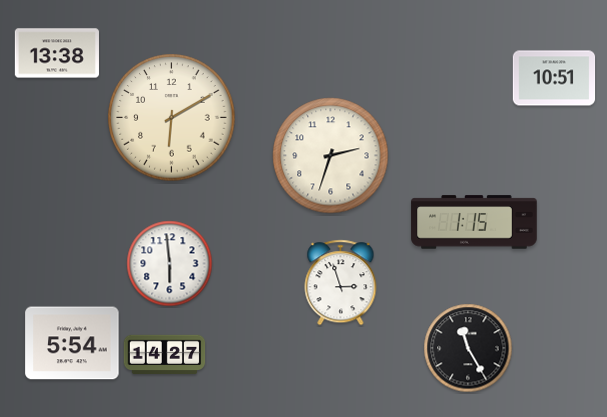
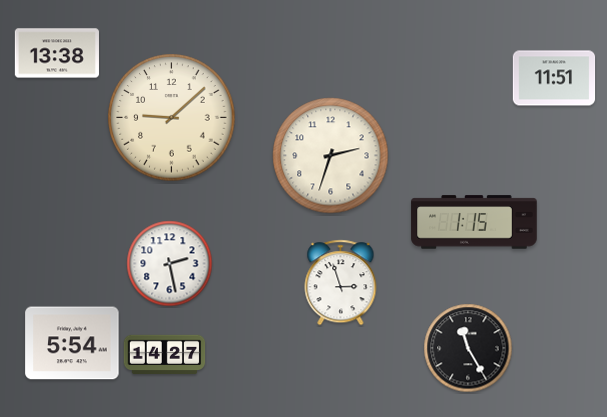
clock at (554, 78): 10:51 -> 11:51
clock at (172, 118): 6:10 -> 9:08
clock at (170, 264): 5:59 -> 2:28
